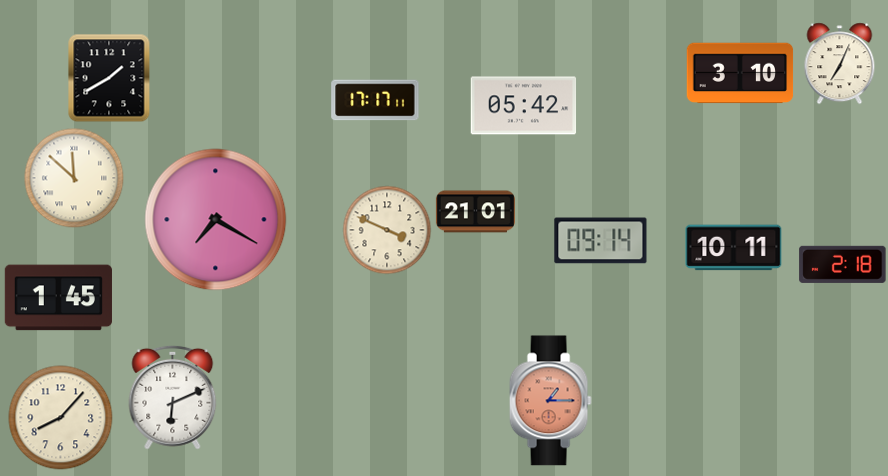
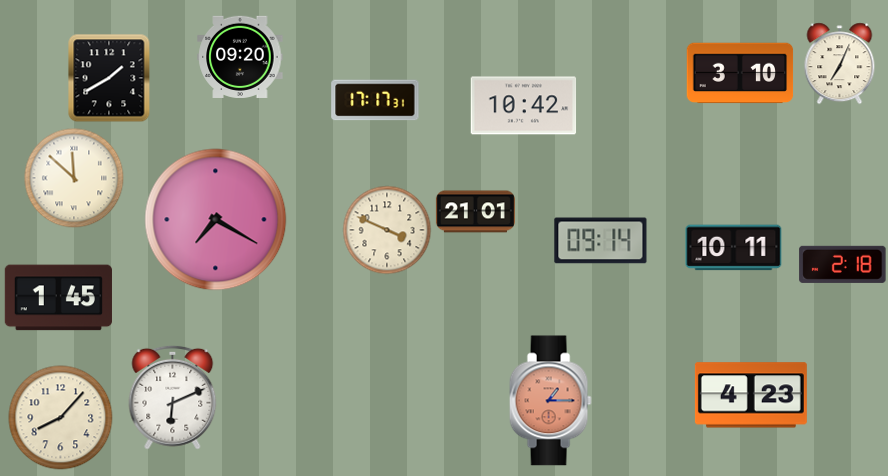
clock at (240, 56): none -> 09:20
clock at (375, 100): 17:17:11 -> 17:17:31
clock at (524, 106): 05:42 -> 10:42
clock at (751, 395): none -> 4:23
